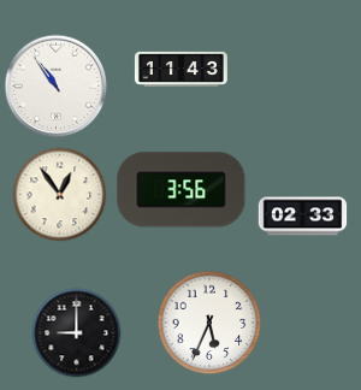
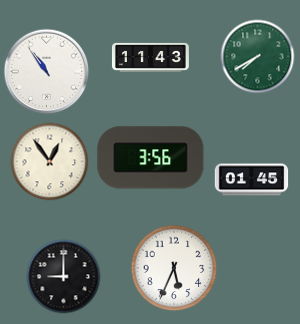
clock at (258, 57): none -> 7:40
clock at (303, 217): 02:33 -> 01:45
